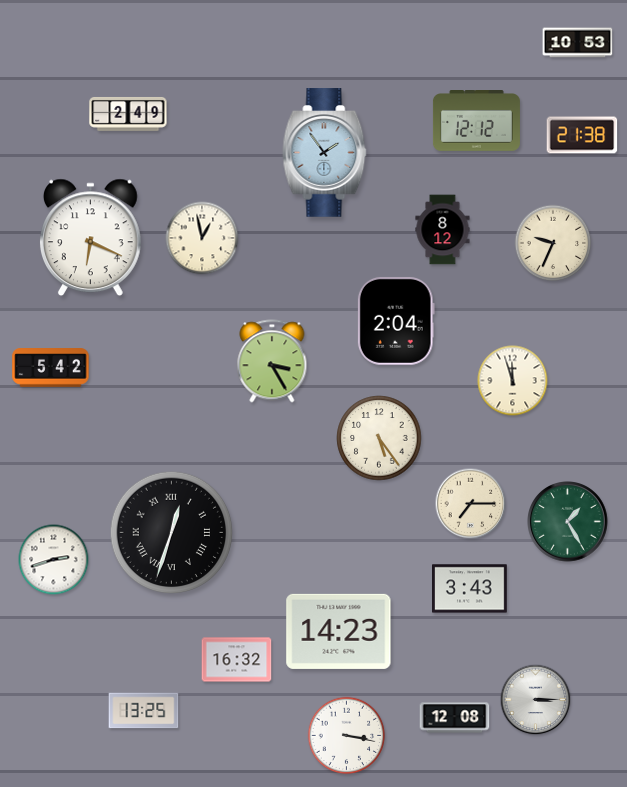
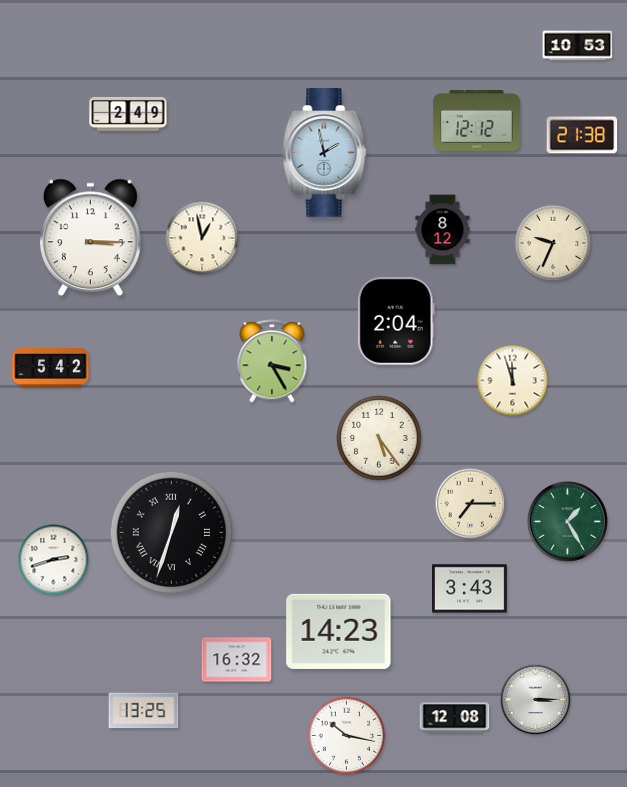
clock at (578, 43) position: (578, 43) -> (578, 46)
clock at (325, 153): 1:54 -> 1:58
clock at (91, 238): 6:19 -> 3:15
clock at (347, 736): 3:17 -> 10:17
